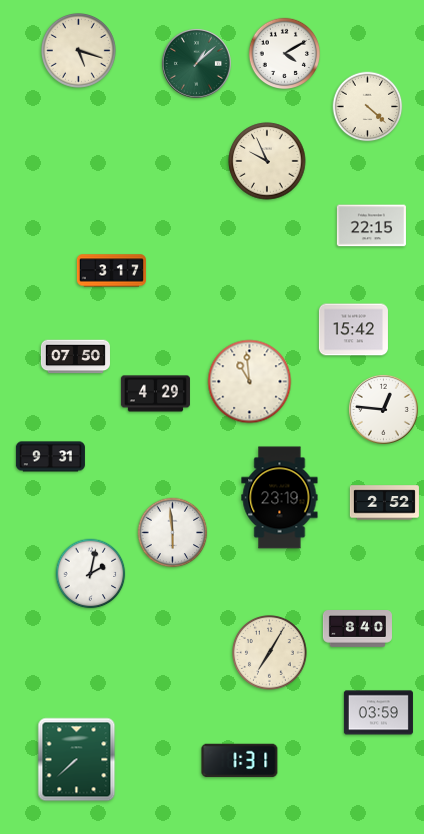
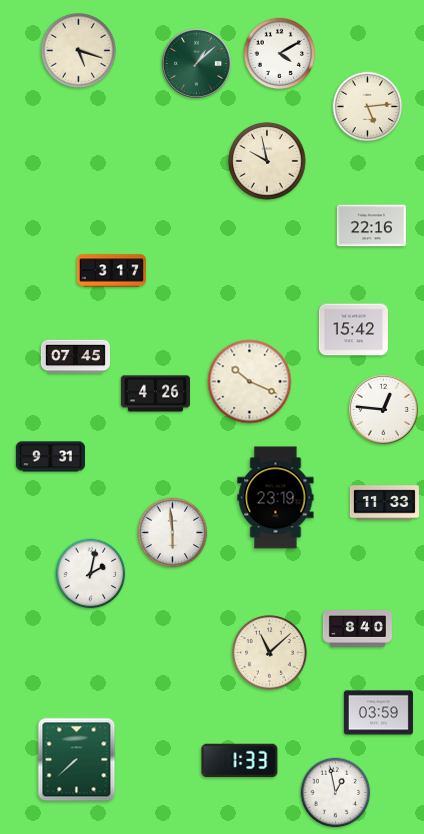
clock at (285, 54) position: (285, 54) -> (280, 54)
clock at (368, 107): 4:22 -> 5:14
clock at (267, 161): 9:56 -> 9:58
clock at (371, 226): 22:15 -> 22:16
clock at (75, 357): 07:50 -> 07:45
clock at (250, 382): 10:59 -> 10:19
clock at (155, 394): 4:29 -> 4:26
clock at (280, 498) position: (280, 498) -> (276, 498)
clock at (384, 503): 2:52 -> 11:33
clock at (270, 653): 7:05 -> 11:08
clock at (240, 761): 1:31 -> 1:33
clock at (336, 793): none -> 12:58
